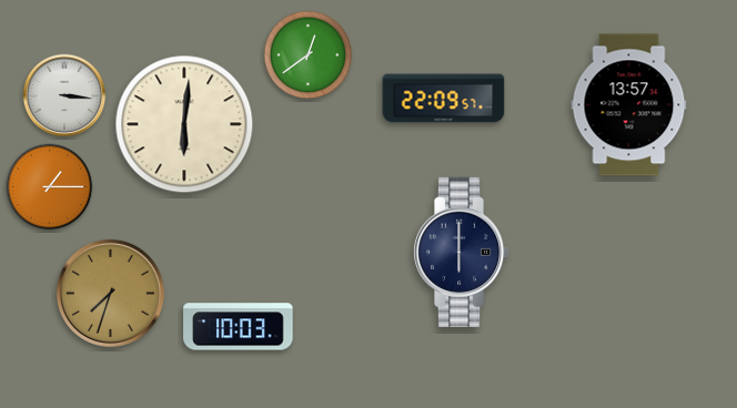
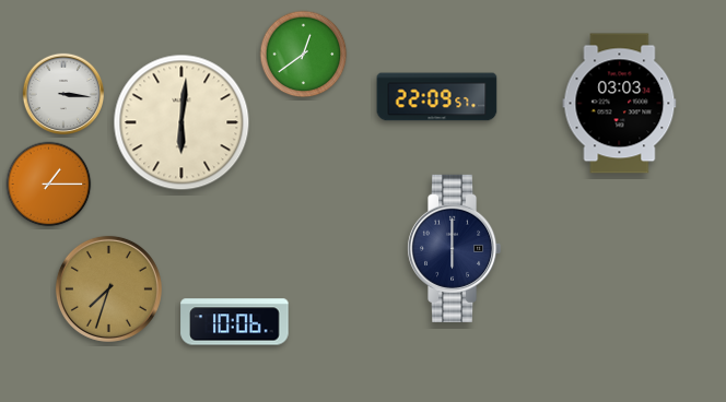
clock at (629, 105): 13:57 -> 03:03
clock at (239, 327): 10:03 -> 10:06
